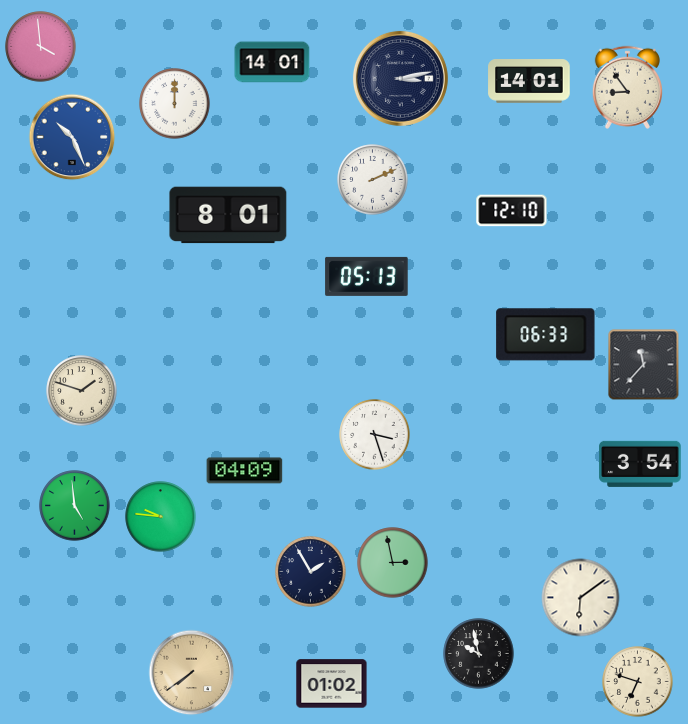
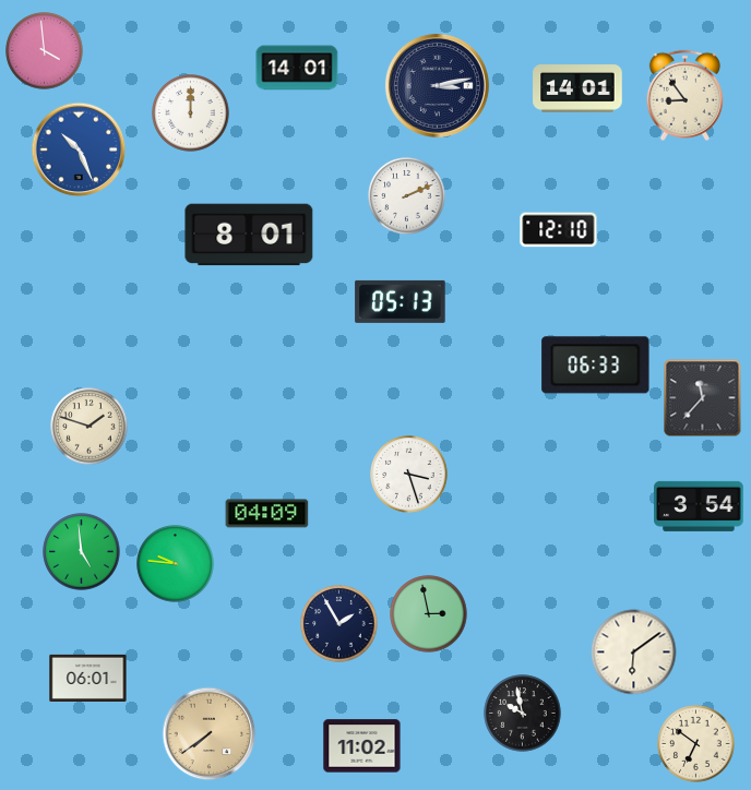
clock at (88, 678): none -> 06:01
clock at (638, 682): 6:48 -> 6:51
clock at (332, 684): 01:02 -> 11:02
